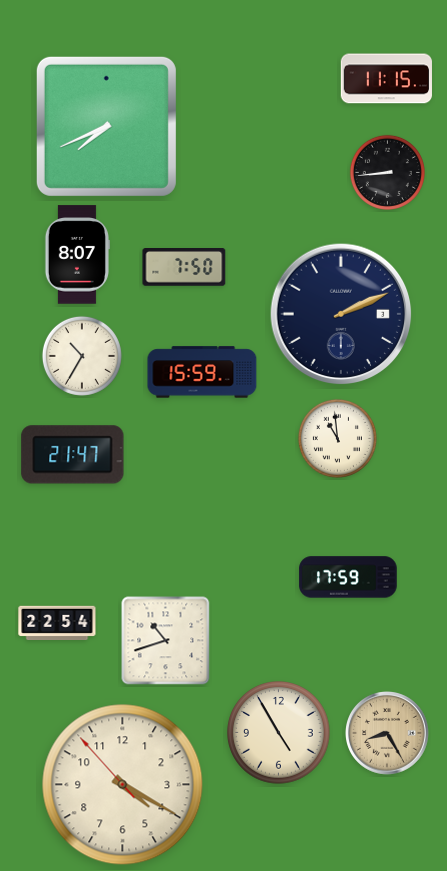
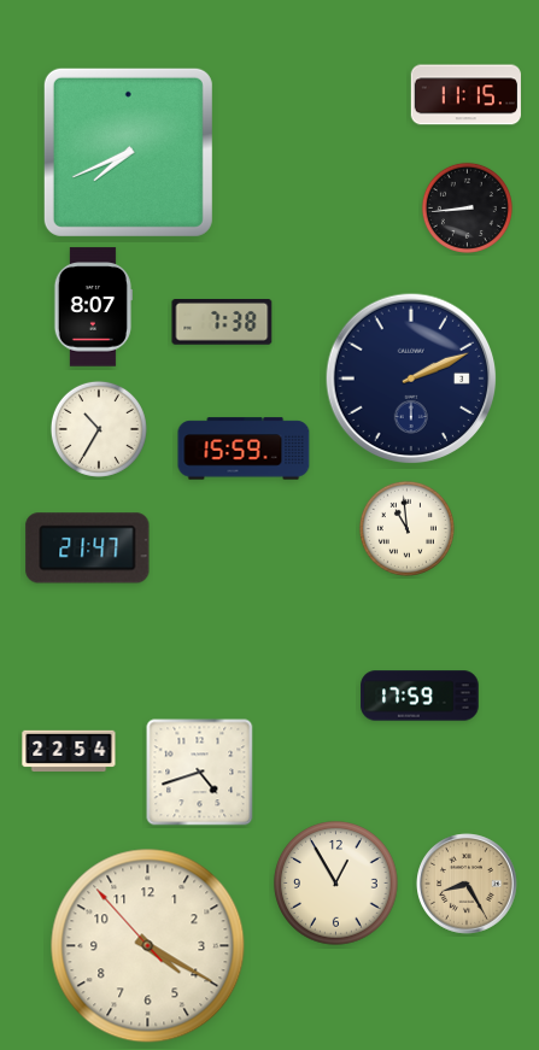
clock at (184, 268): 7:50 -> 7:38
clock at (166, 641): 10:42 -> 4:42
clock at (279, 733): 4:55 -> 12:55
